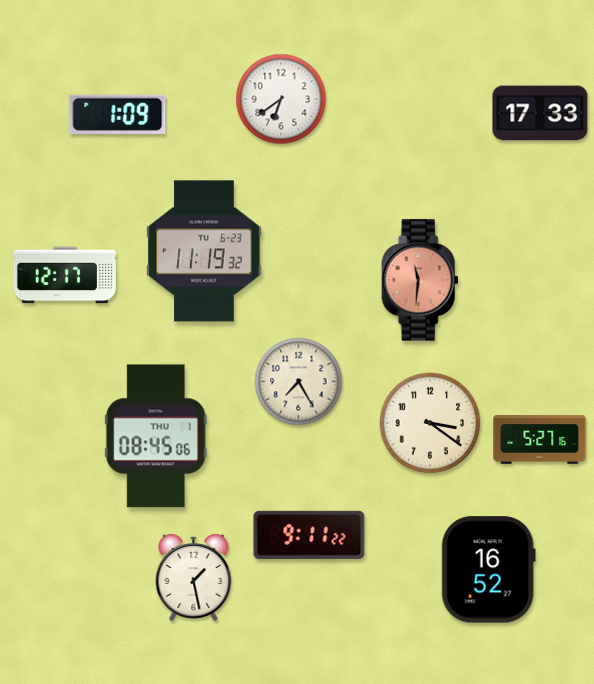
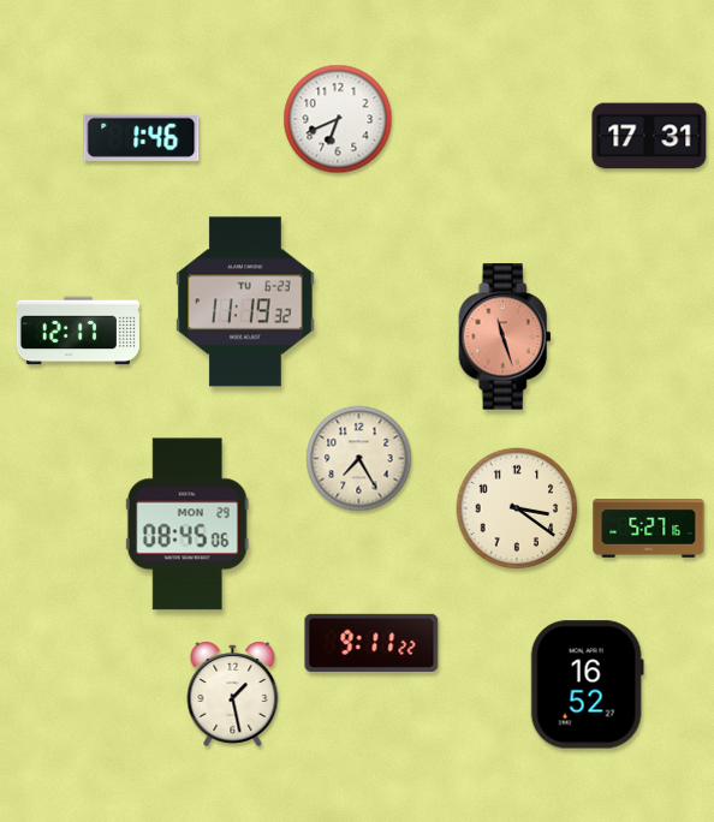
clock at (281, 99): 6:39 -> 6:41
clock at (540, 113): 17:33 -> 17:31
clock at (118, 114): 1:09 -> 1:46
clock at (420, 280): 11:31 -> 11:27
clock at (156, 436) date: THU 1 -> MON 29
